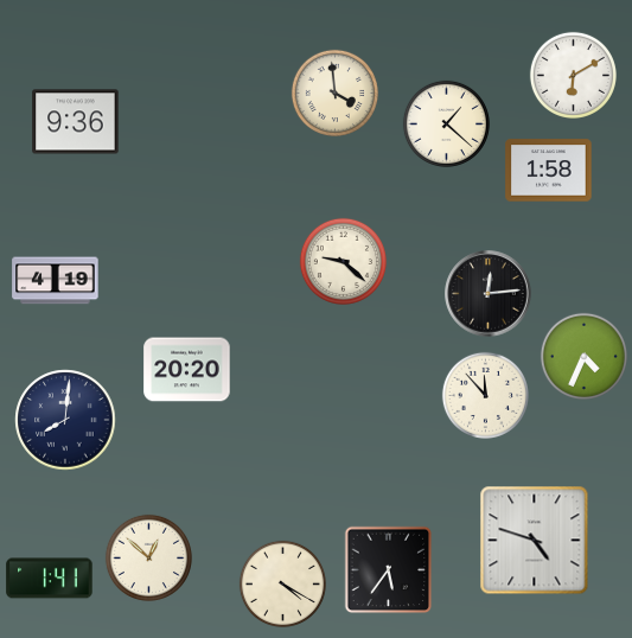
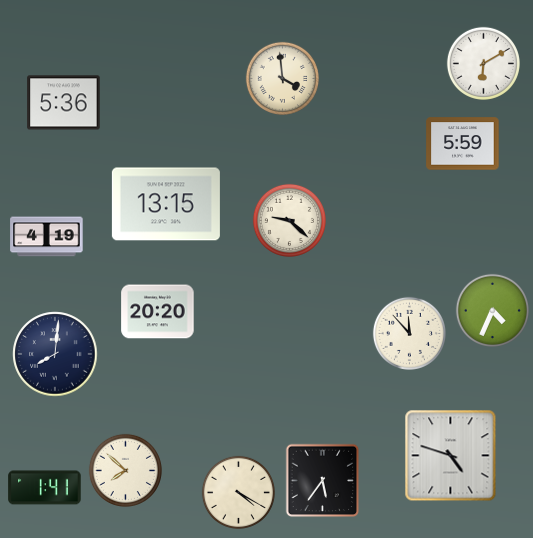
clock at (76, 122): 9:36 -> 5:36
clock at (446, 123): 1:22 -> none
clock at (549, 171): 1:58 -> 5:59
clock at (166, 204): none -> 13:15
clock at (489, 294): 12:14 -> none
clock at (583, 356) position: (583, 356) -> (492, 310)
clock at (148, 557): 12:52 -> 7:52
clock at (389, 570) position: (389, 570) -> (323, 481)
clock at (50, 579) position: (50, 579) -> (45, 488)
